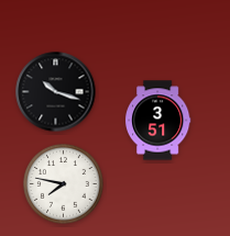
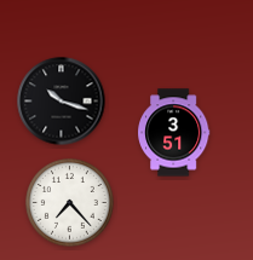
clock at (64, 184): 7:47 -> 7:23
